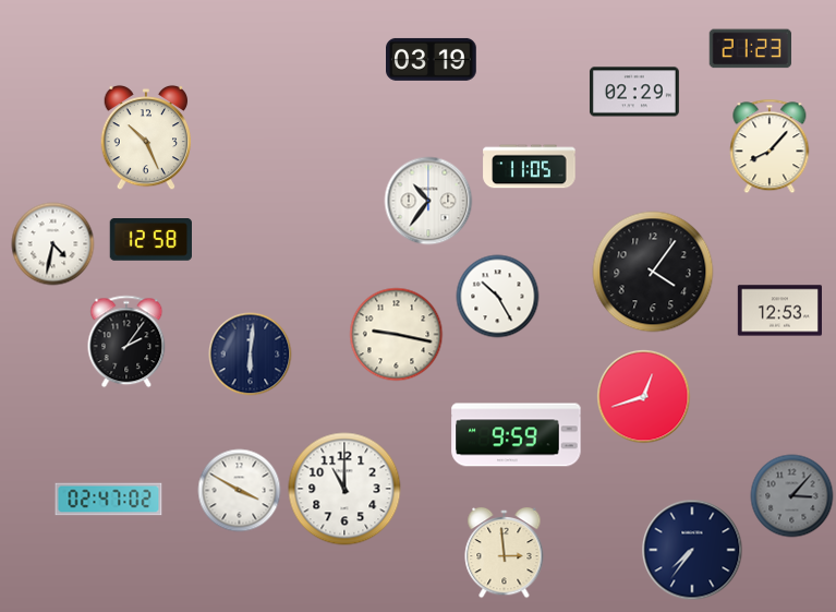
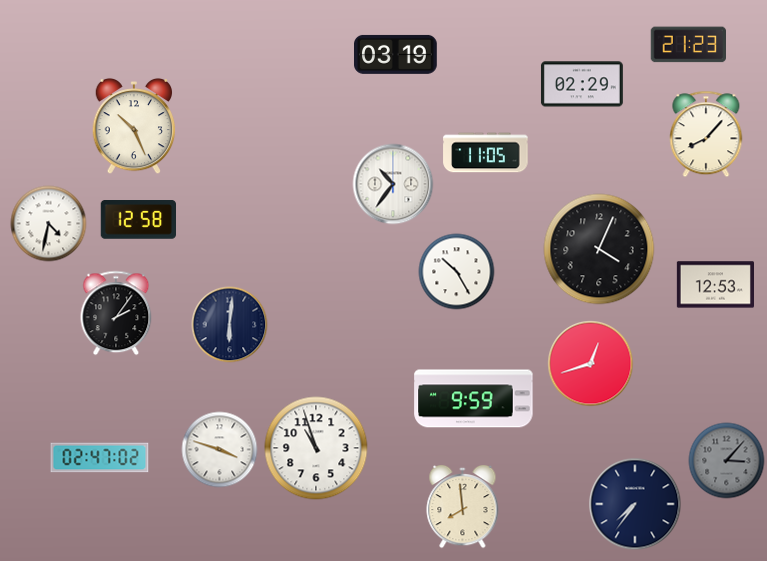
clock at (653, 272): 4:06 -> 4:04
clock at (397, 335): 9:17 -> none
clock at (344, 489): 11:00 -> 10:57
clock at (240, 491): 3:50 -> 3:48
clock at (792, 496) position: (792, 496) -> (727, 461)
clock at (505, 553): 2:59 -> 7:59
